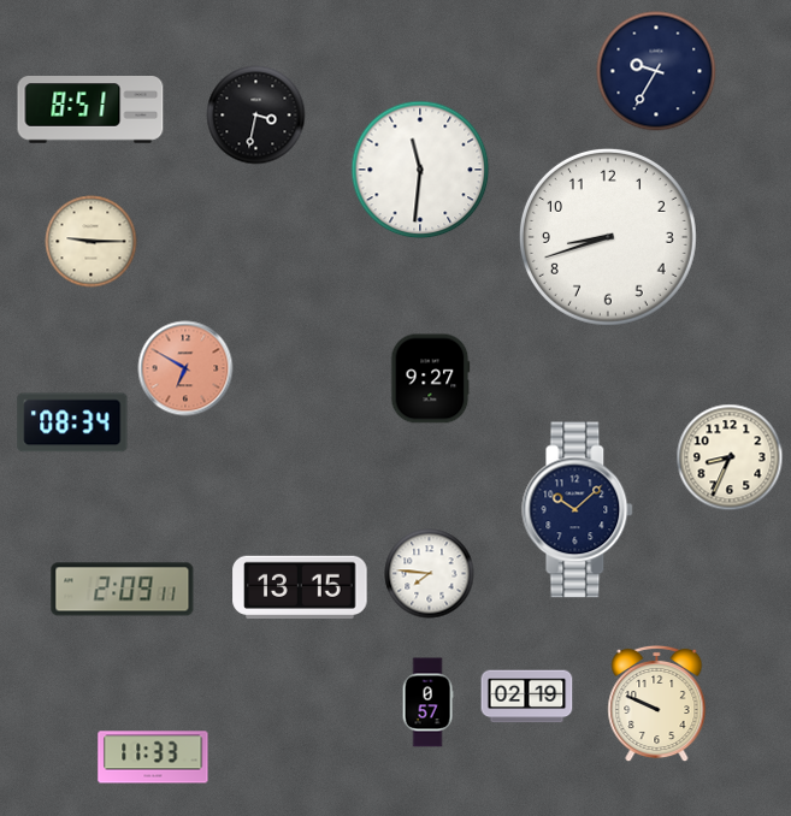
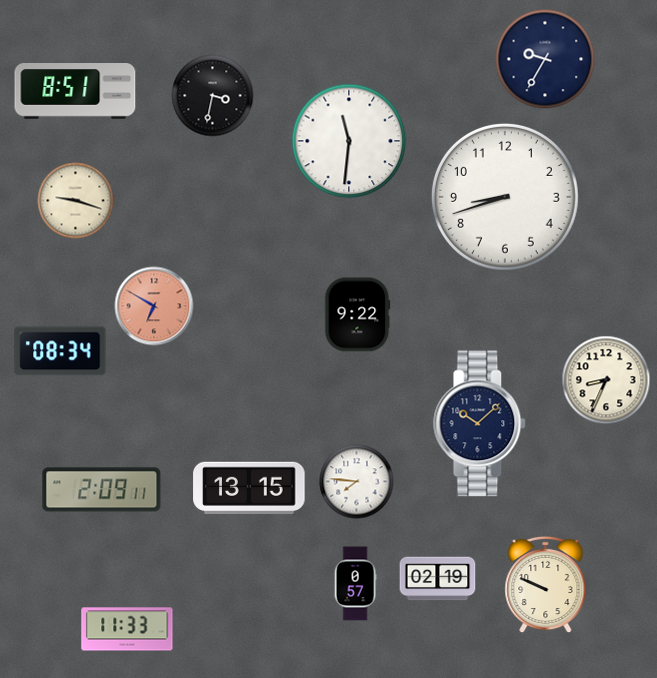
clock at (92, 242): 9:15 -> 9:18
clock at (431, 379): 9:27 -> 9:22
clock at (430, 574) position: (430, 574) -> (357, 482)
